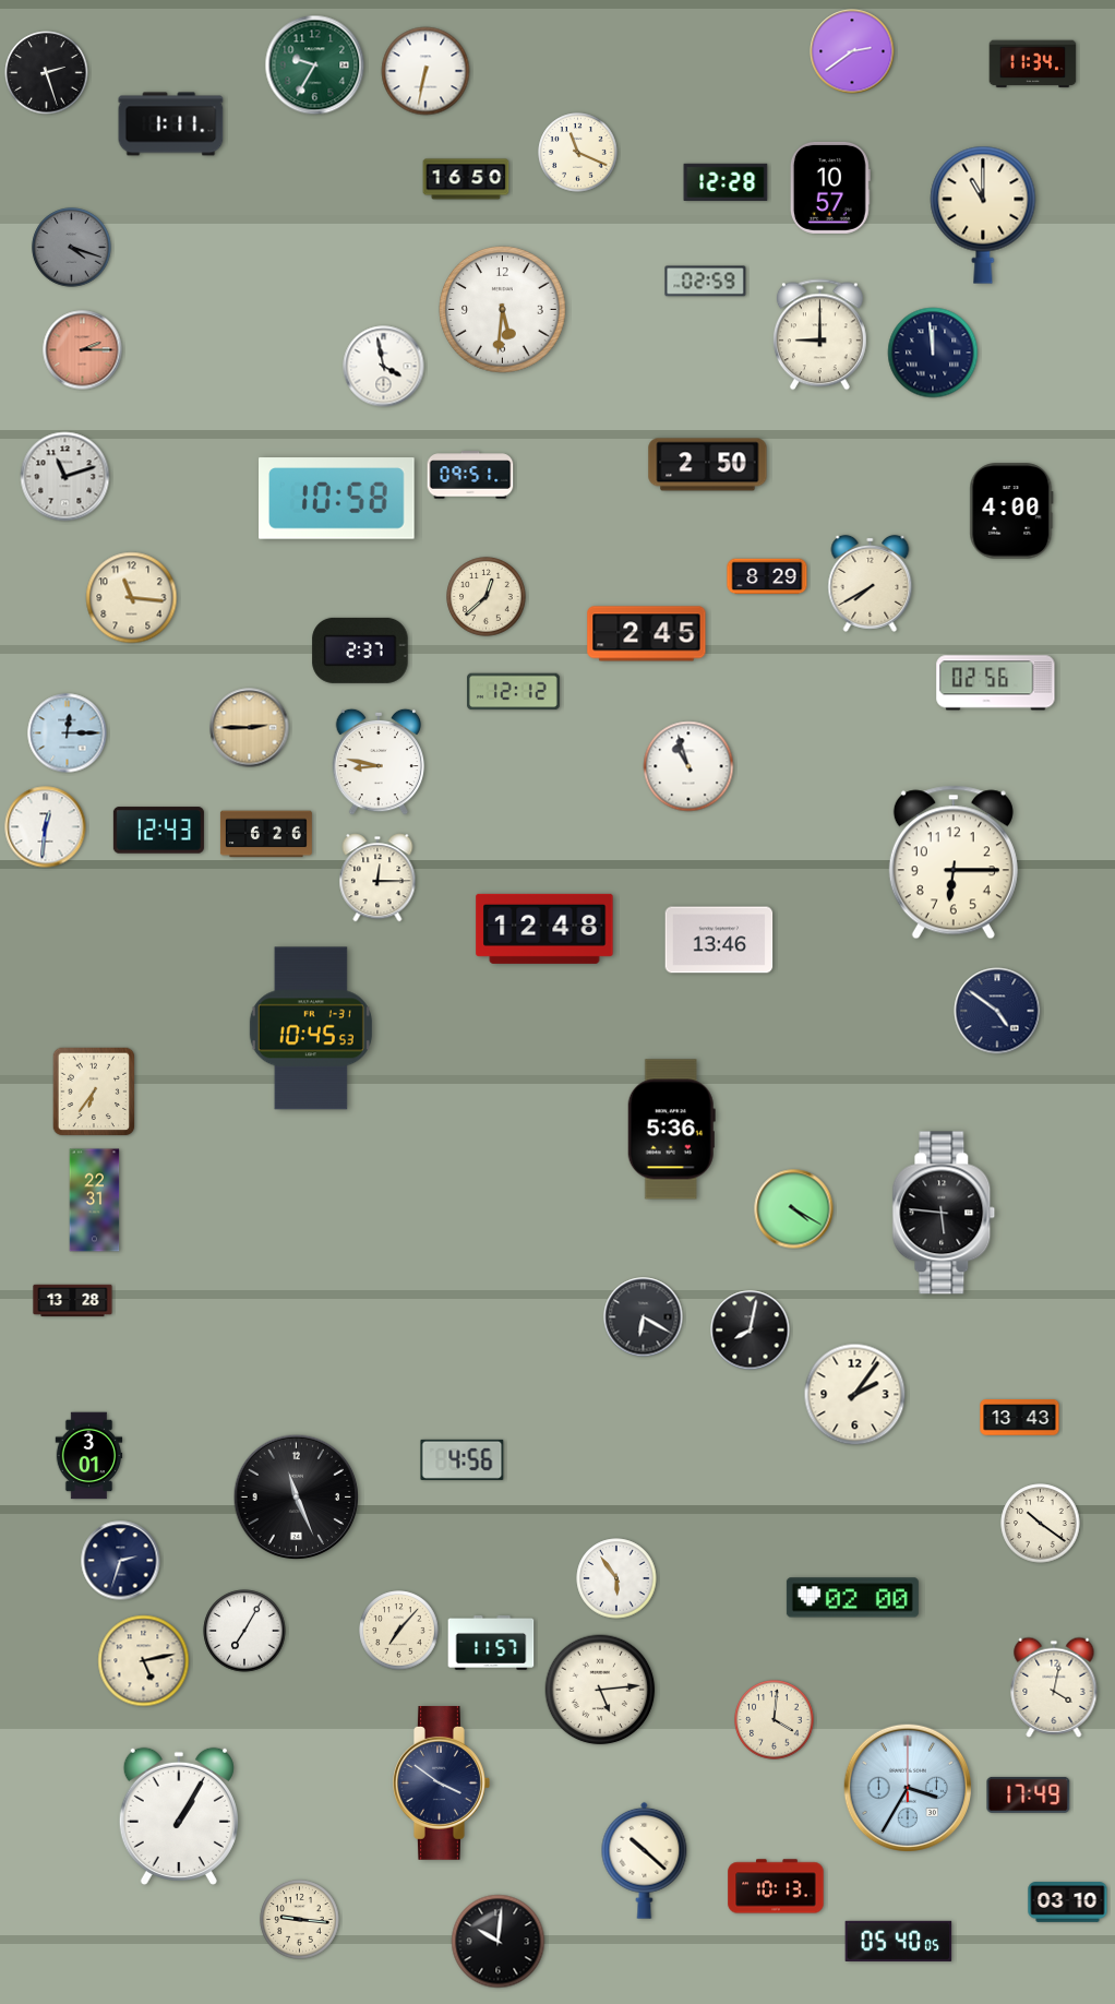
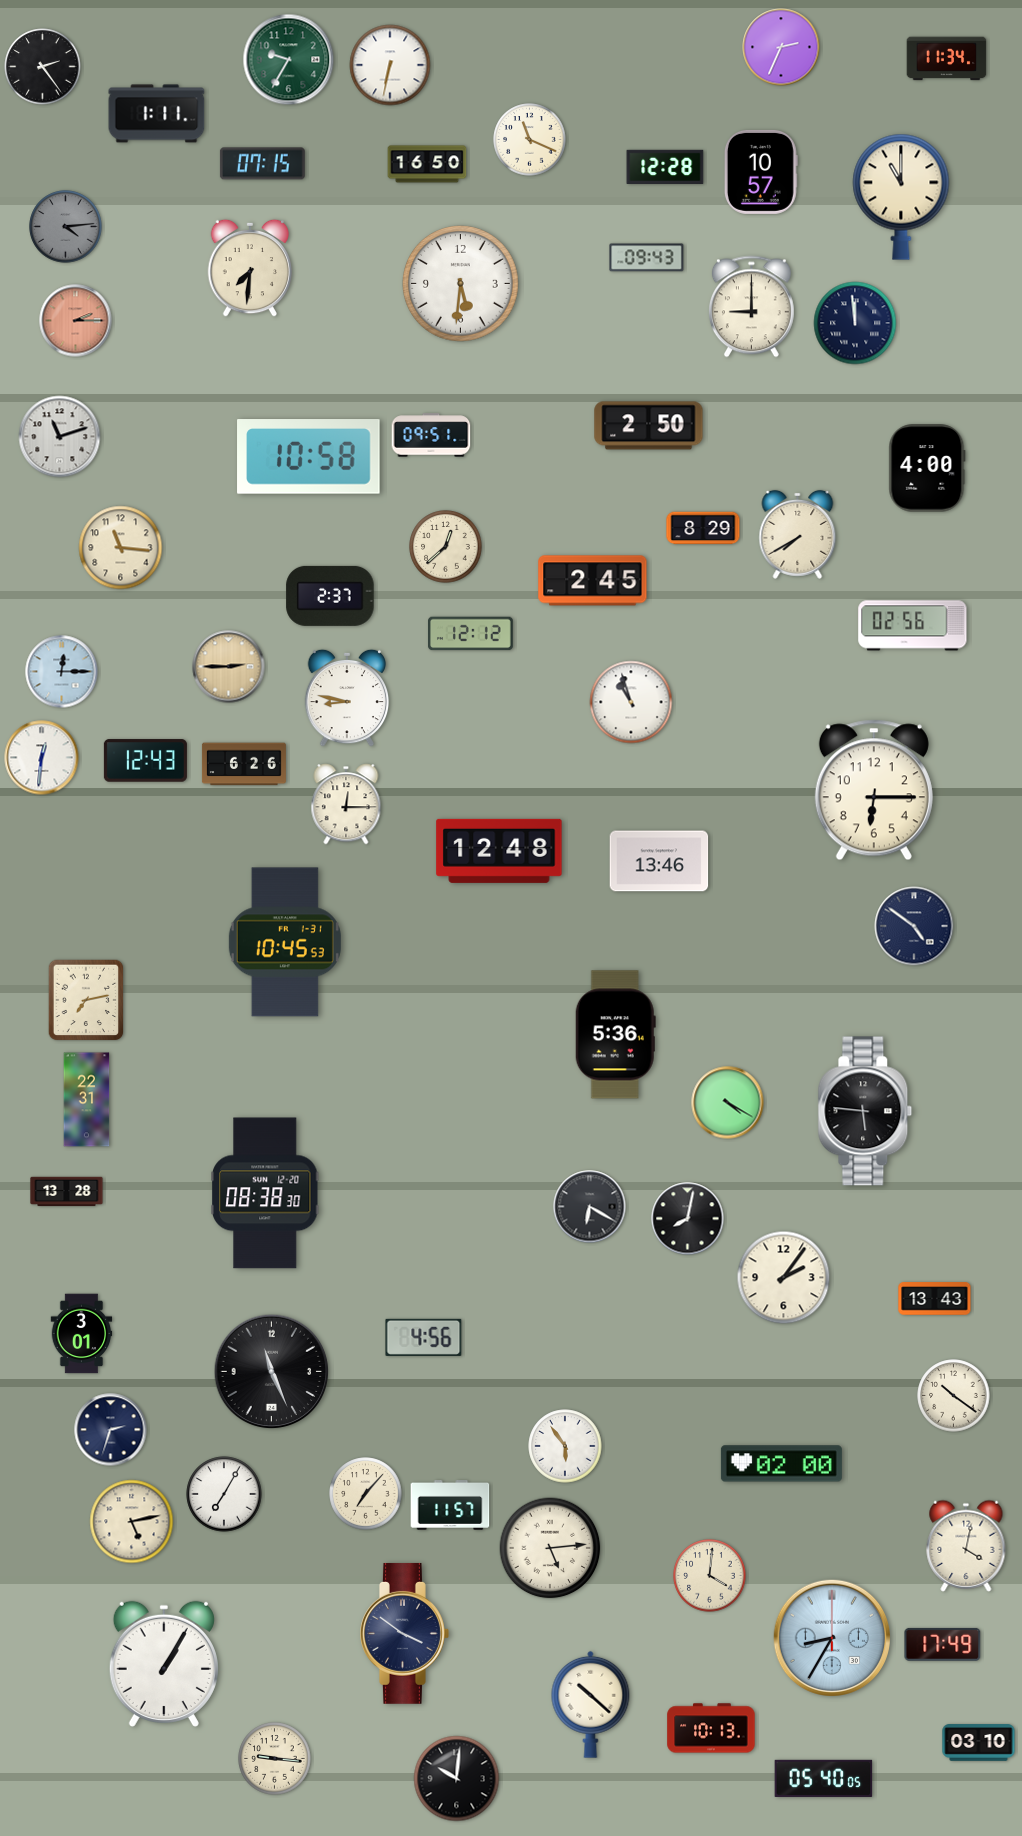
clock at (852, 51): 2:39 -> 2:34
clock at (47, 73): 2:27 -> 2:24
clock at (262, 164): none -> 07:15
clock at (72, 248): 4:18 -> 4:14
clock at (706, 282): 02:59 -> 09:43
clock at (250, 268): none -> 7:31
clock at (384, 367): 3:58 -> none
clock at (94, 1092): 6:36 -> 7:13
clock at (794, 1209) position: (794, 1209) -> (728, 1103)
clock at (266, 1193): none -> 08:38
clock at (908, 1788): 3:35 -> 8:35
